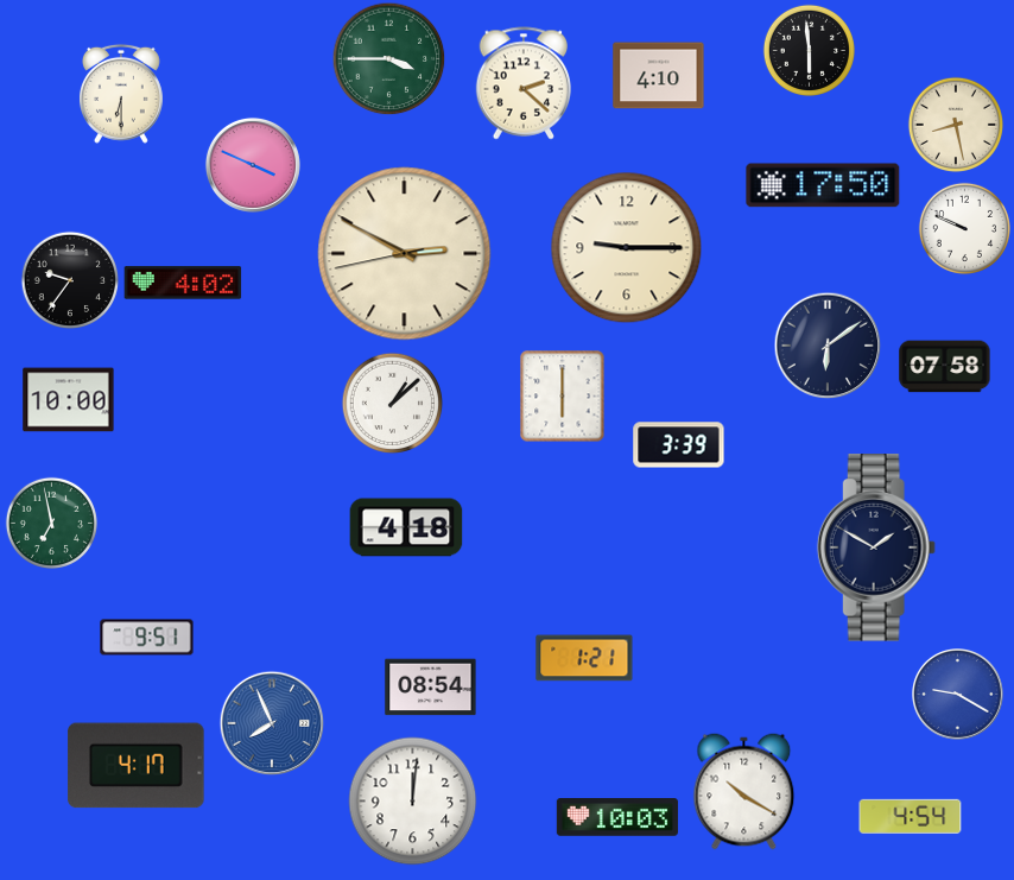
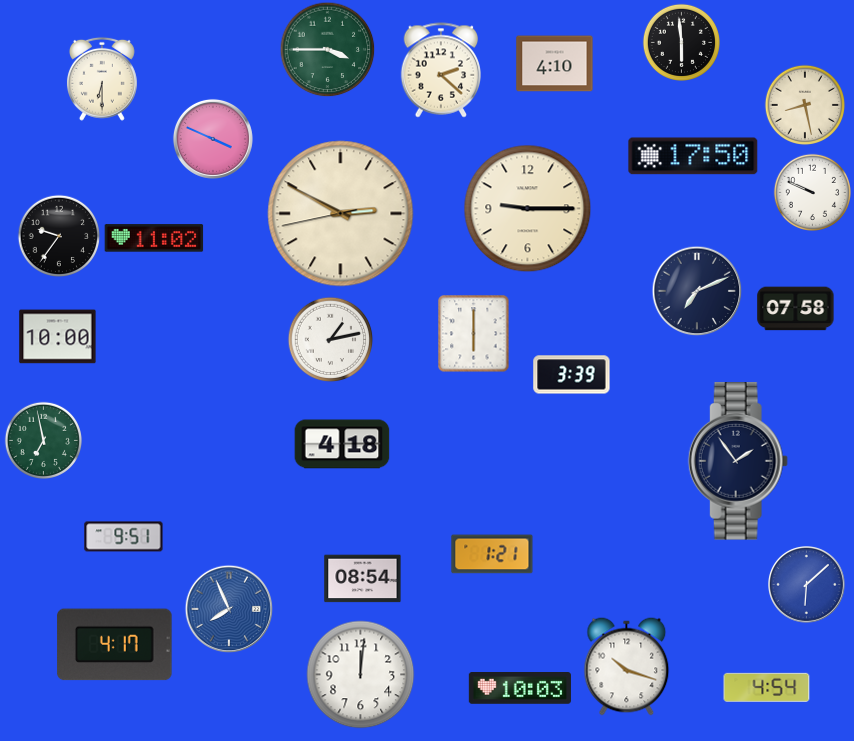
clock at (183, 283): 4:02 -> 11:02
clock at (828, 346): 6:09 -> 7:11
clock at (392, 403): 1:08 -> 1:13
clock at (876, 547): 1:50 -> 1:54
clock at (958, 695): 9:20 -> 6:08
clock at (744, 792): 10:20 -> 10:18
clock at (413, 802) position: (413, 802) -> (361, 675)
